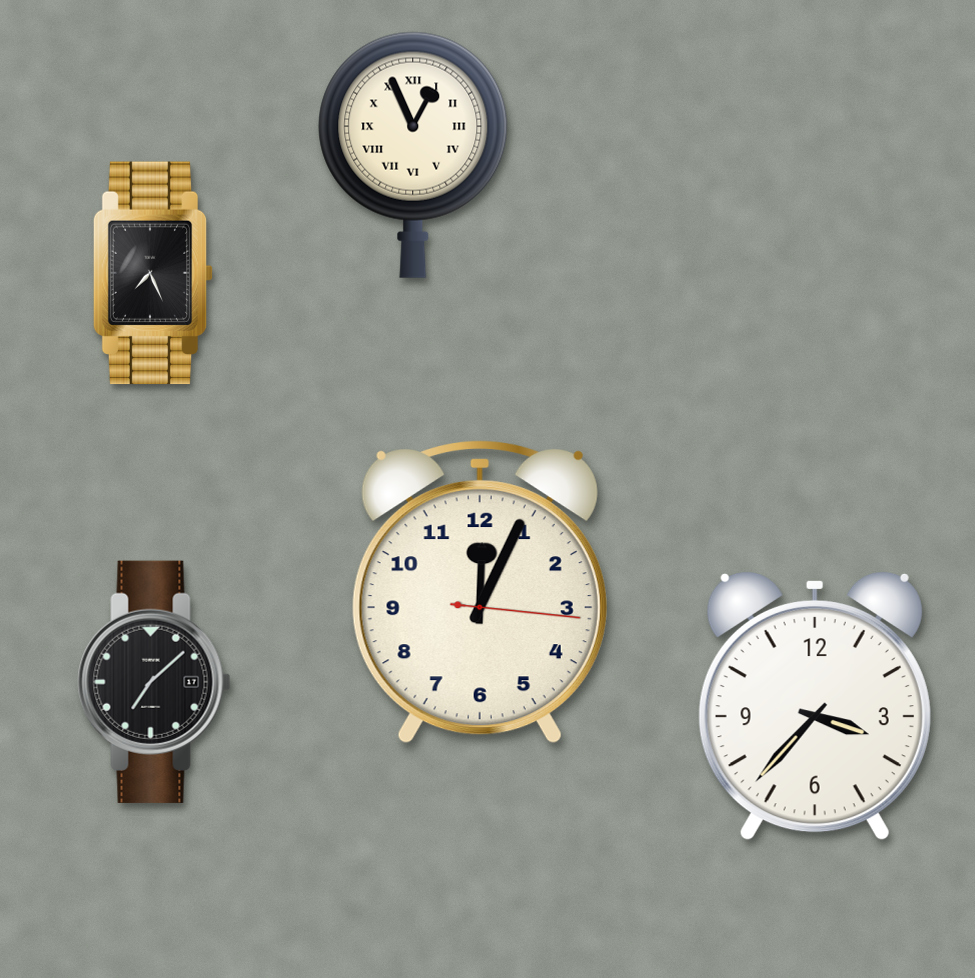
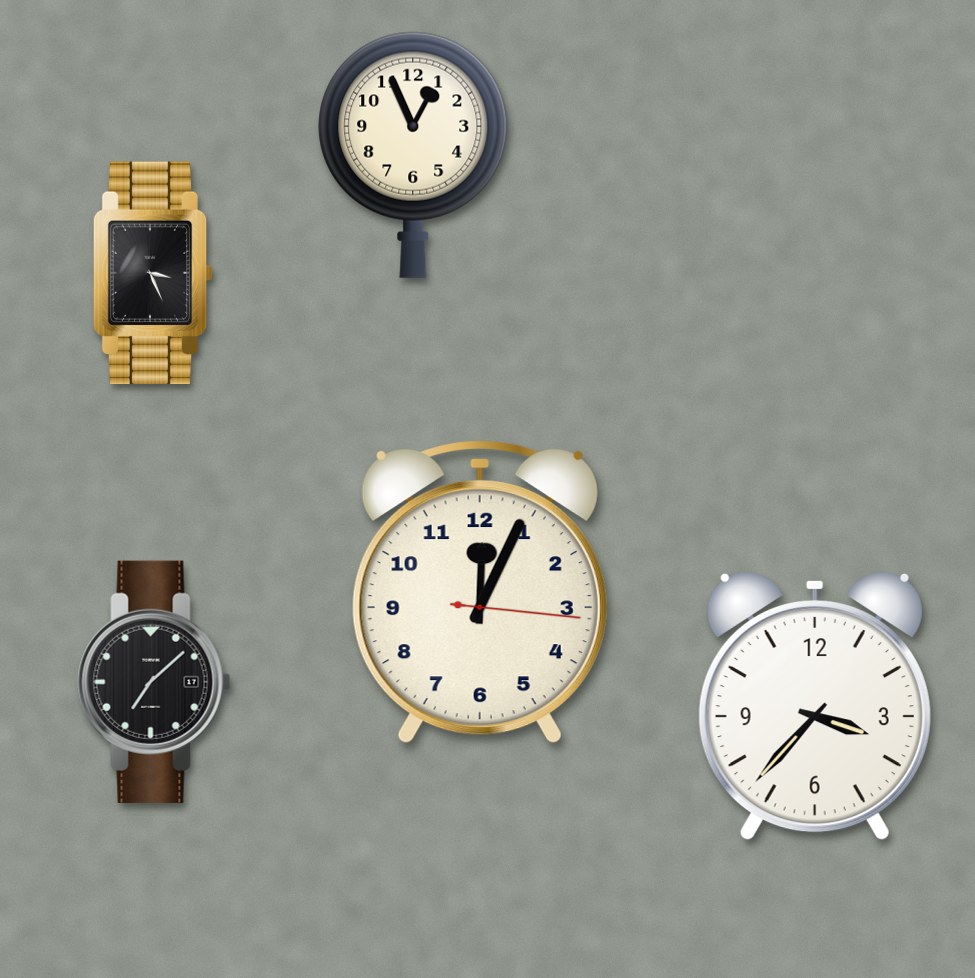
clock at (413, 155) numerals: Roman -> Arabic
clock at (153, 273): 7:26 -> 3:26
